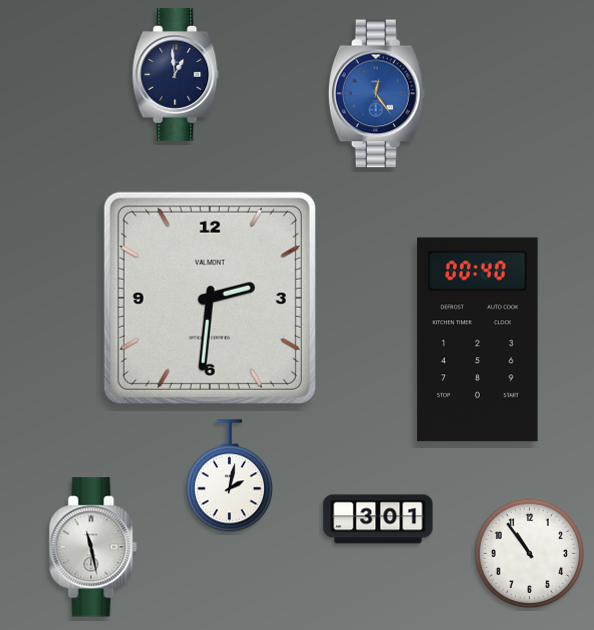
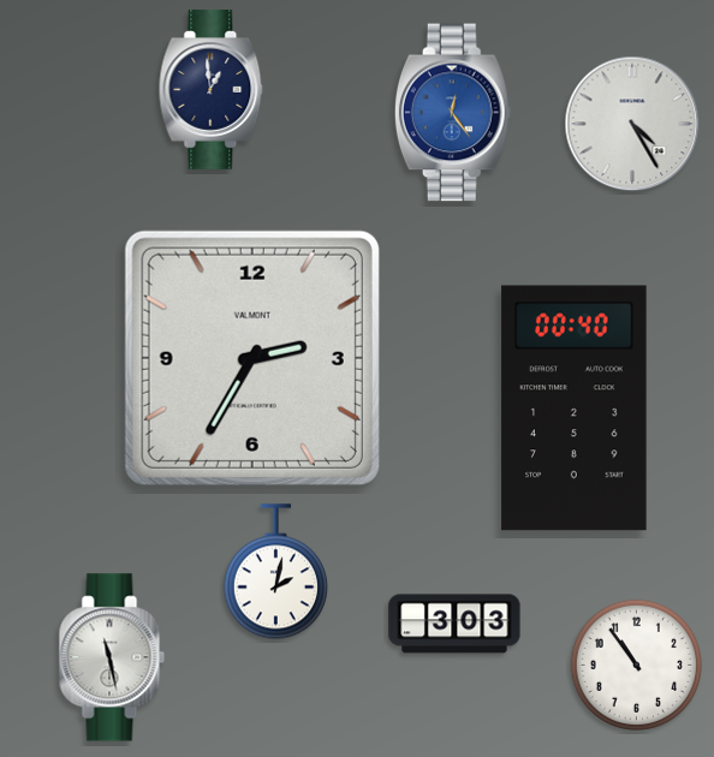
clock at (632, 124): none -> 4:25
clock at (210, 298): 2:31 -> 2:35
clock at (378, 519): 3:01 -> 3:03
